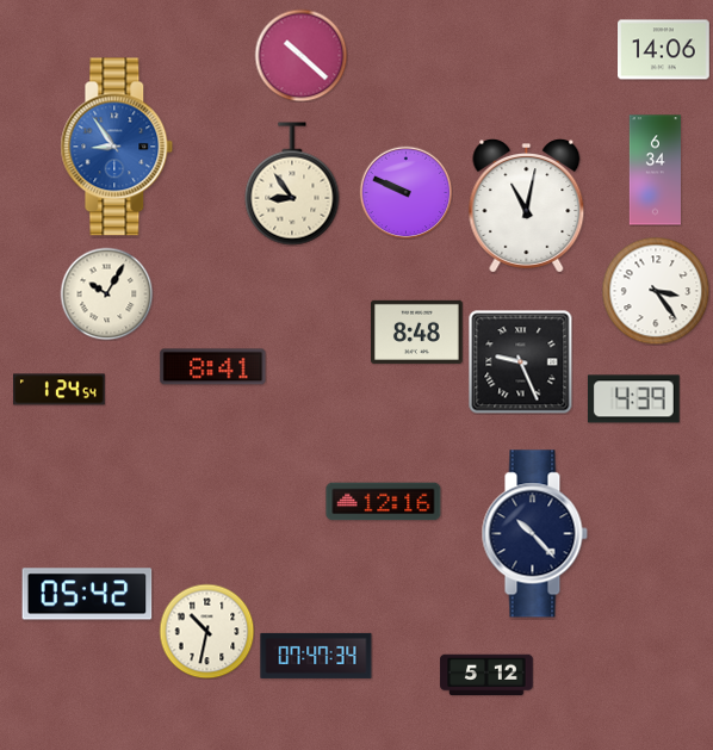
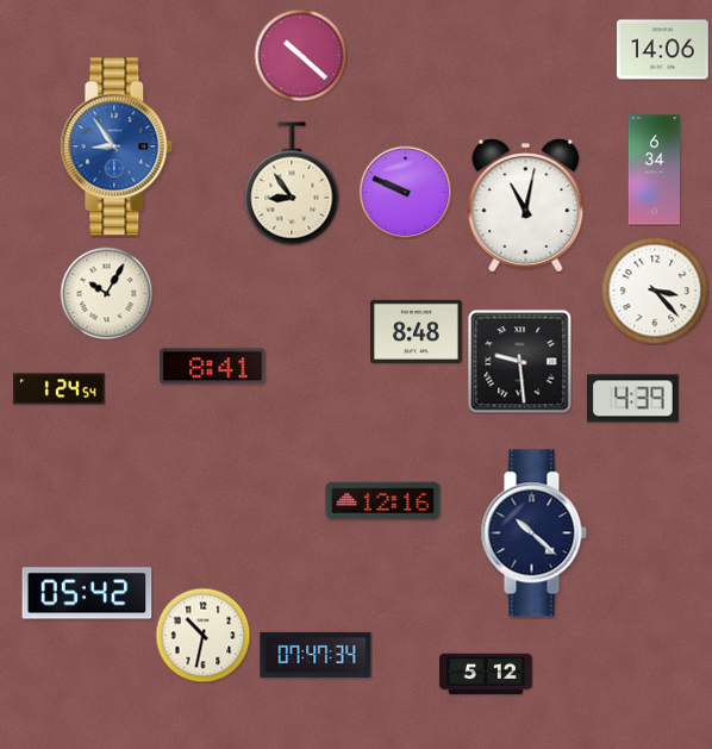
clock at (656, 291): 3:24 -> 3:23
clock at (520, 361): 9:26 -> 9:29
clock at (534, 534): 10:23 -> 10:22
clock at (206, 631) position: (206, 631) -> (202, 635)
